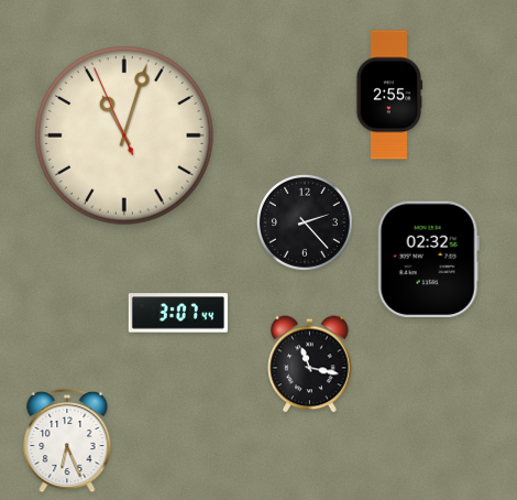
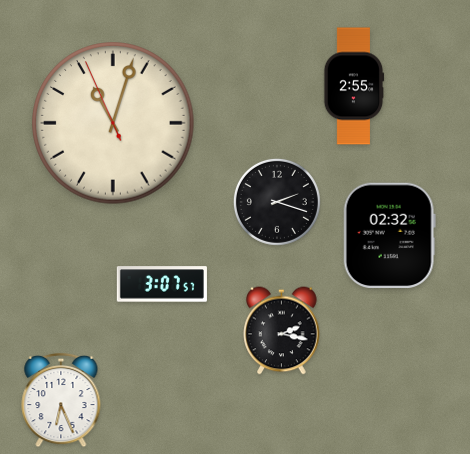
clock at (305, 222): 2:23 -> 2:18
clock at (178, 313): 3:07:44 -> 3:07:57
clock at (310, 365): 11:17 -> 2:17
